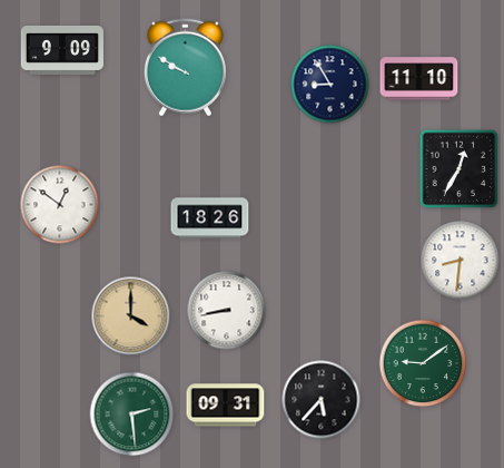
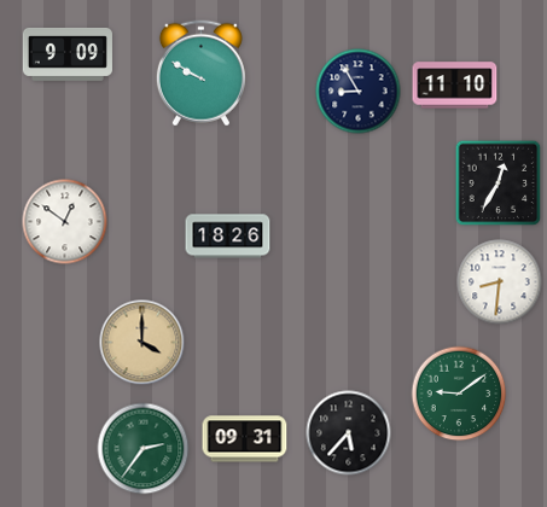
clock at (227, 311): 8:43 -> none
clock at (132, 415): 2:29 -> 2:36
